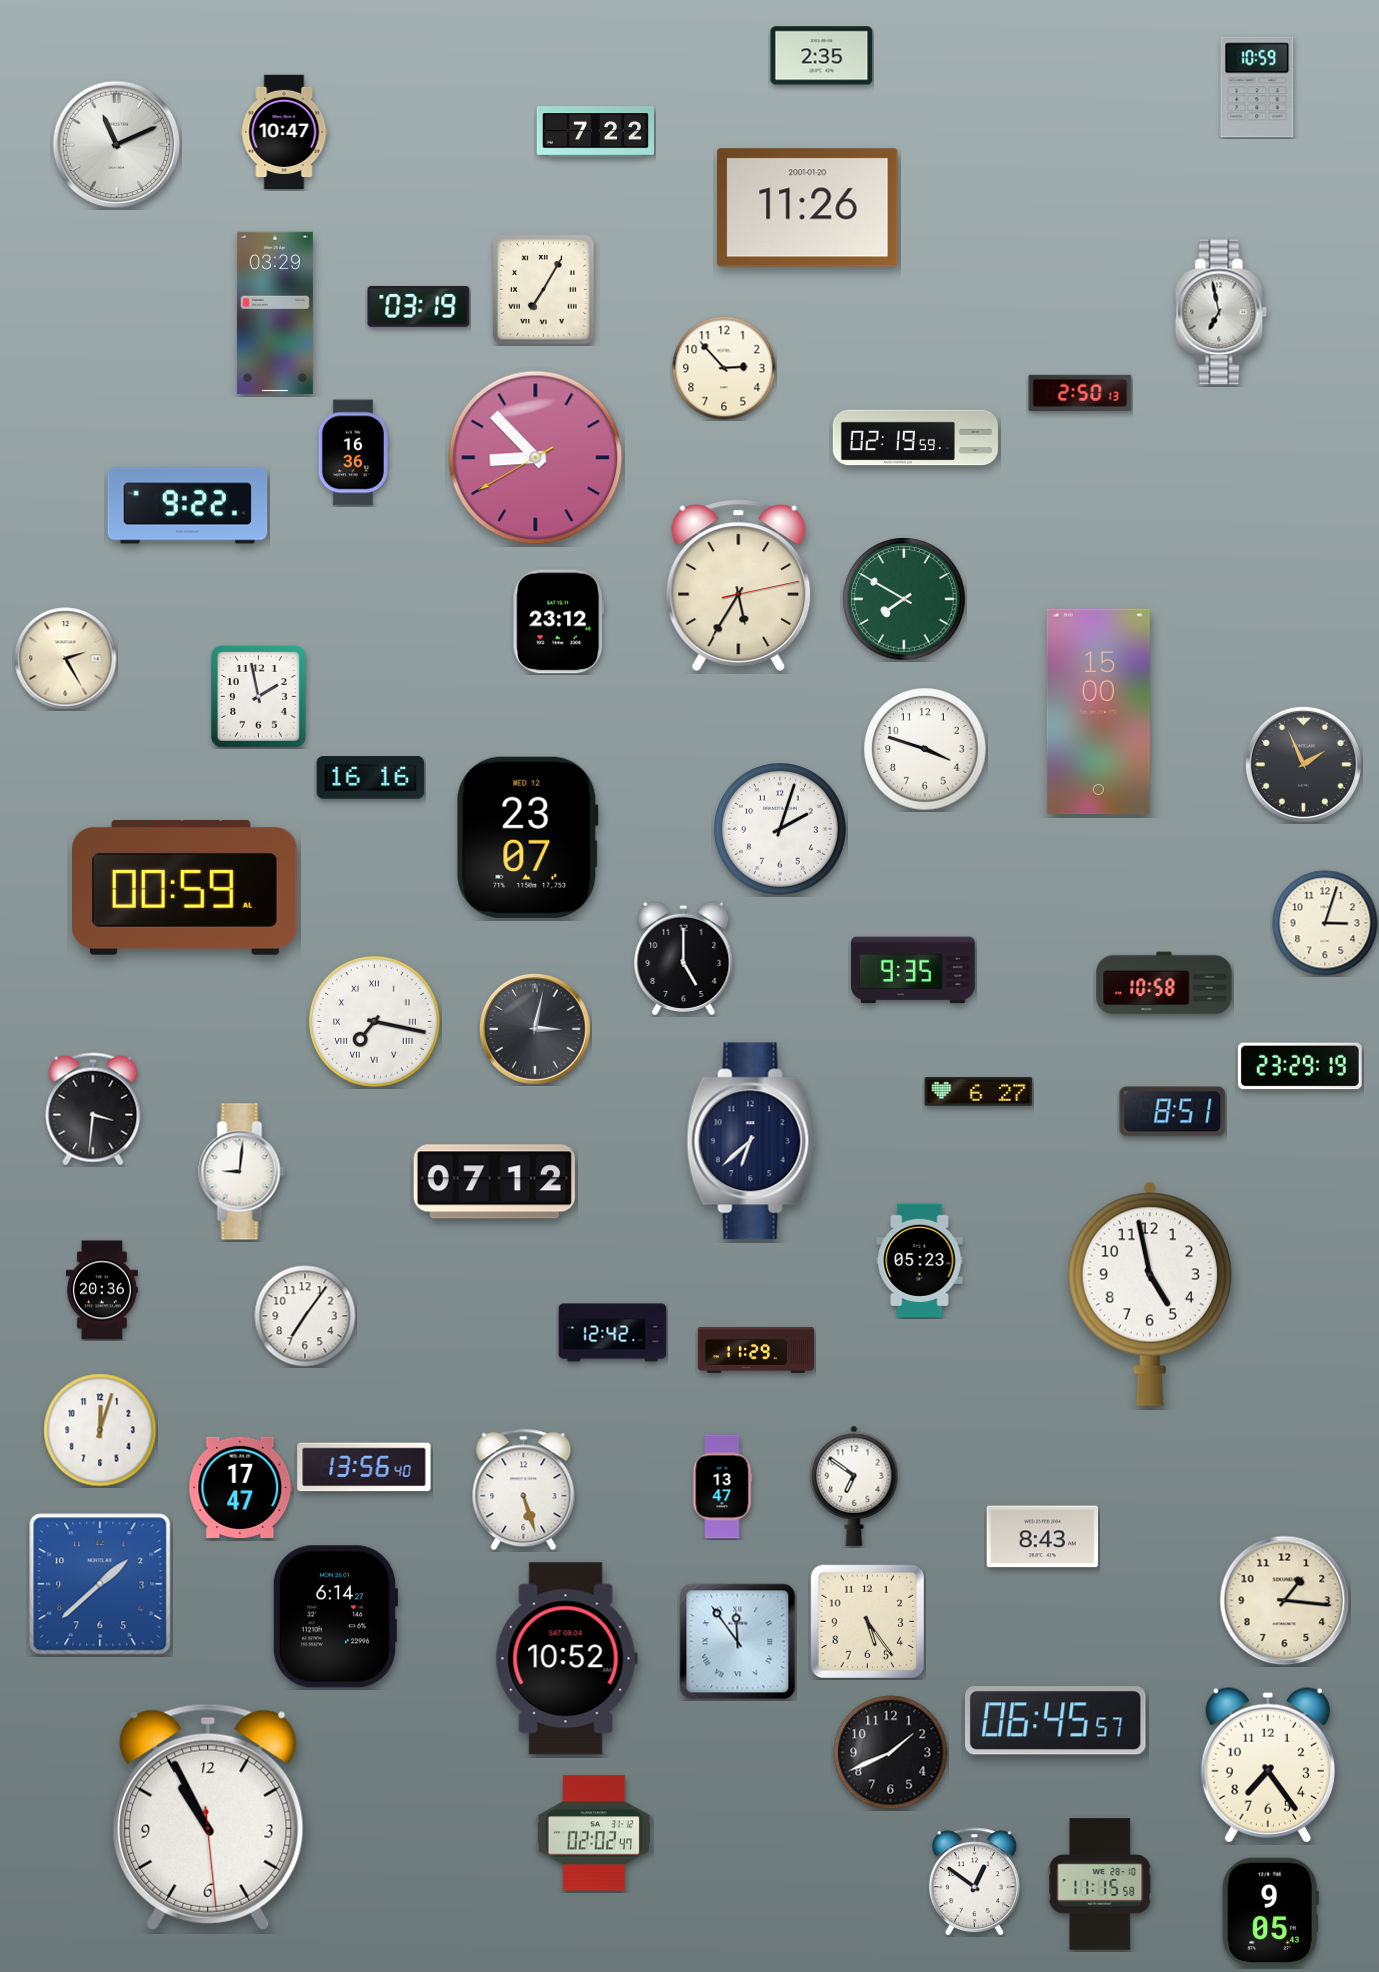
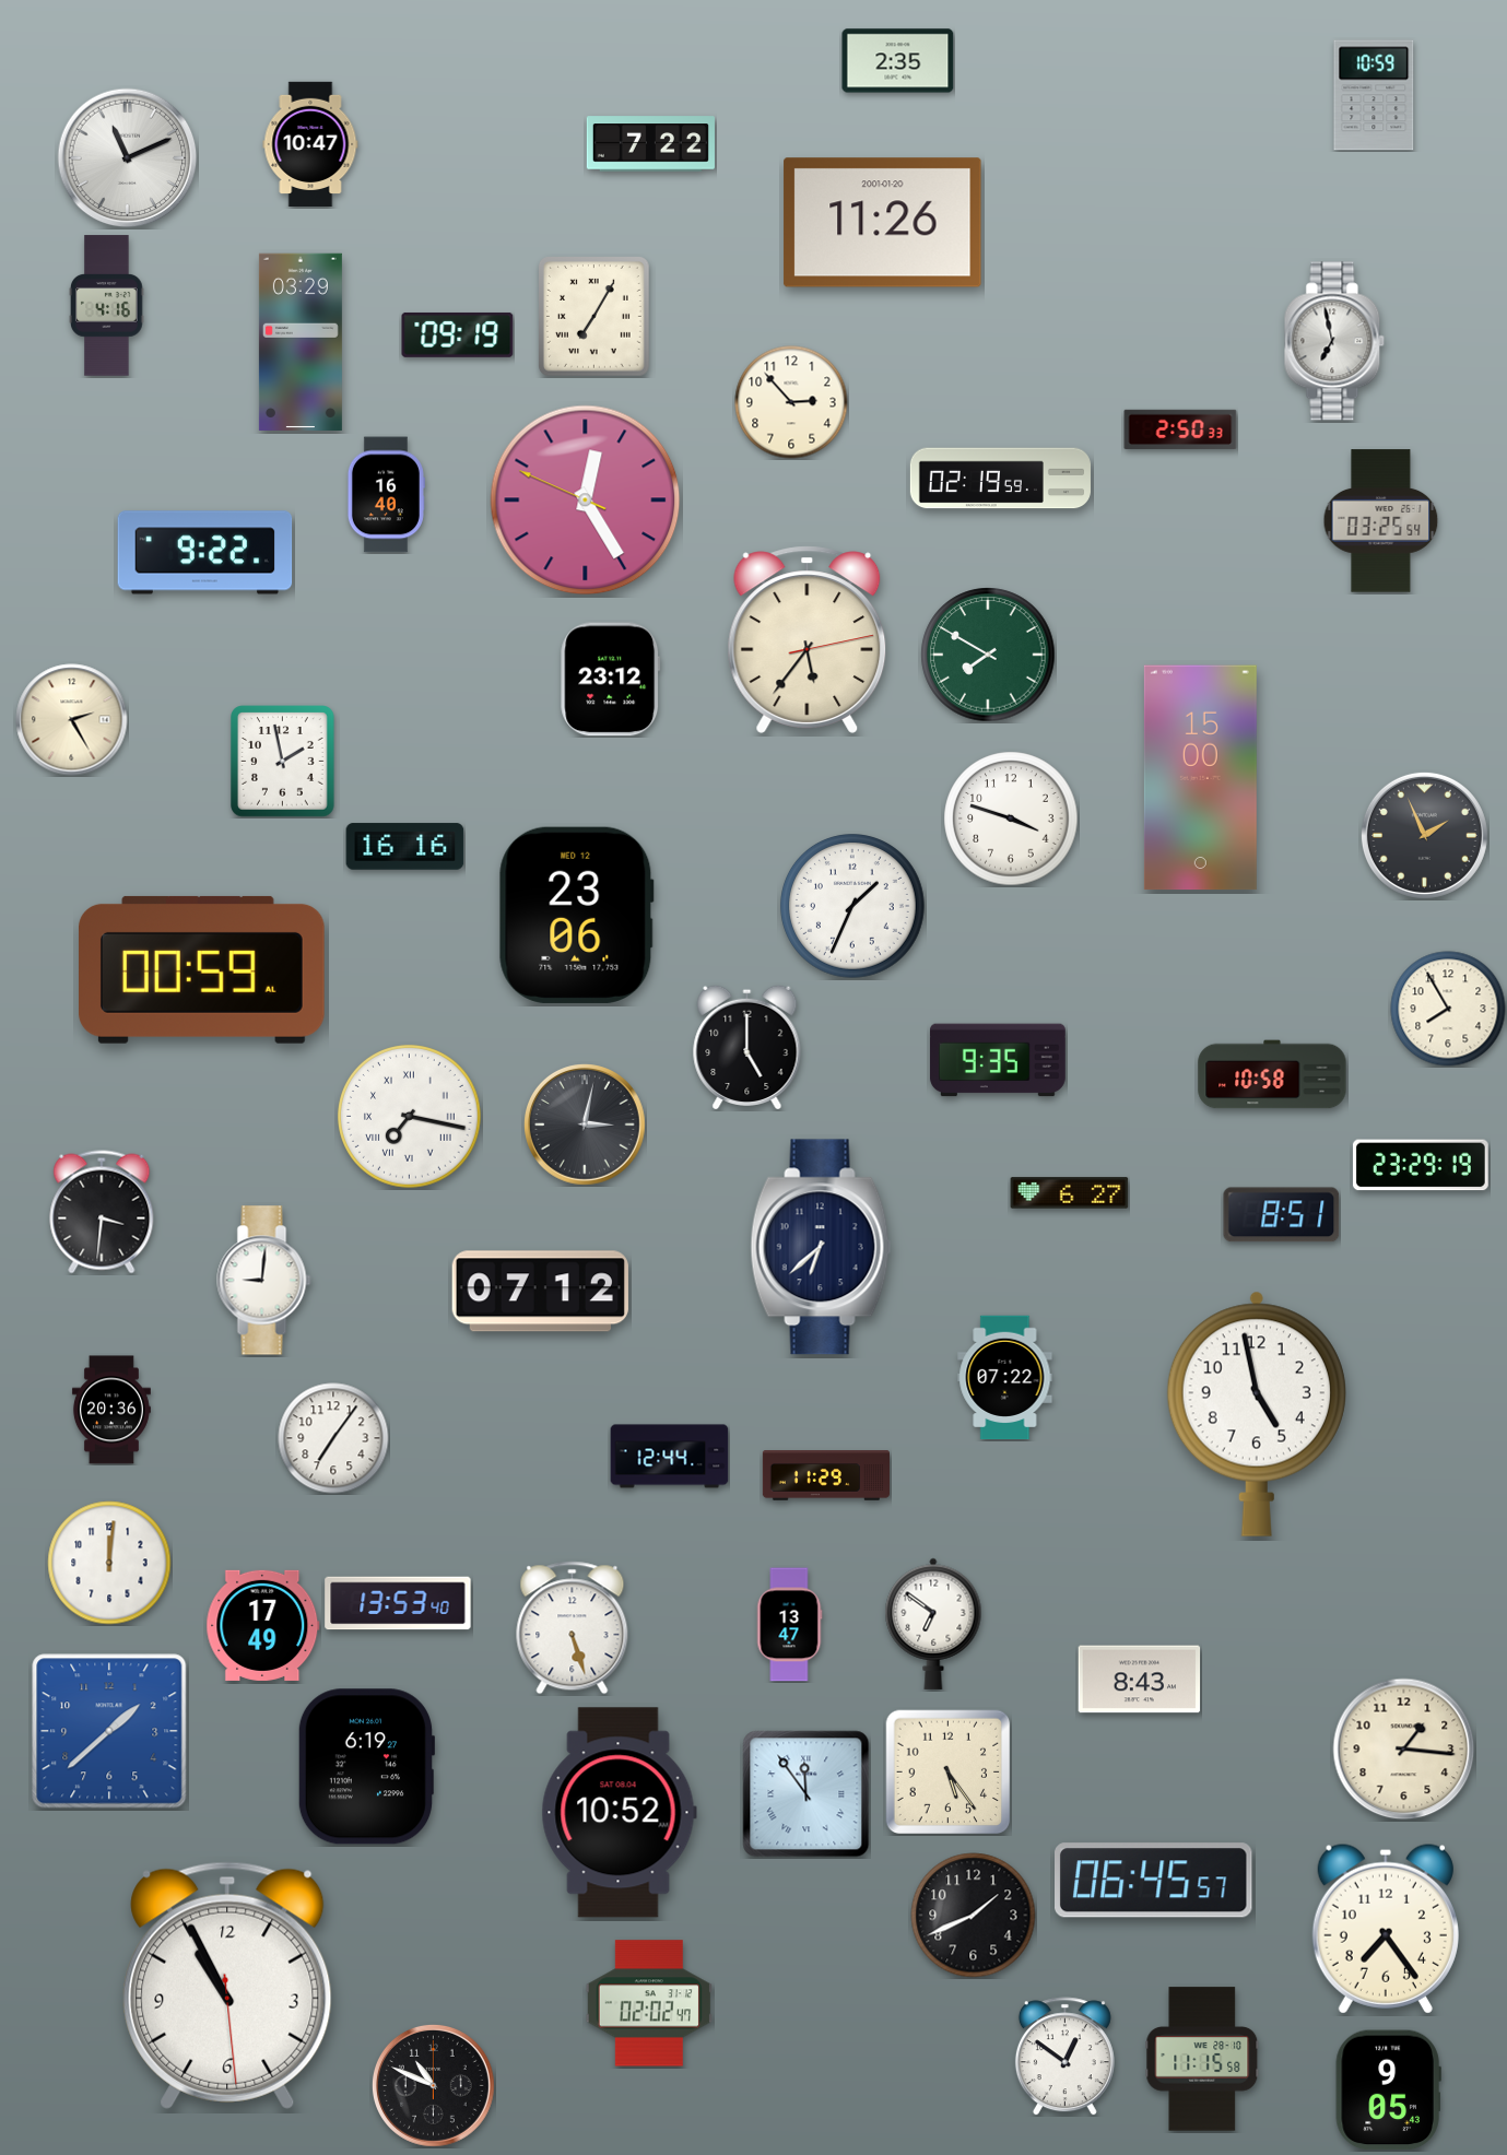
clock at (808, 208) position: (808, 208) -> (883, 223)
clock at (107, 306): none -> 4:16
clock at (419, 306): 03:19 -> 09:19
clock at (1080, 393): 2:50:13 -> 2:50:33
clock at (353, 453): 16:36 -> 16:40
clock at (536, 458): 8:52 -> 12:24
clock at (1381, 521): none -> 03:25
clock at (739, 585): 5:35 -> 5:36
clock at (371, 778) position: (371, 778) -> (405, 847)
clock at (781, 830): 2:03 -> 1:34
clock at (527, 837): 23:07 -> 23:06
clock at (1325, 923): 3:03 -> 7:55
clock at (920, 1261): 05:23 -> 07:22
clock at (613, 1333): 12:42 -> 12:44
clock at (100, 1430): 12:03 -> 12:01
clock at (364, 1467): 13:56 -> 13:53
clock at (241, 1487): 17:47 -> 17:49
clock at (334, 1617): 6:14 -> 6:19
clock at (433, 2085): none -> 10:49
